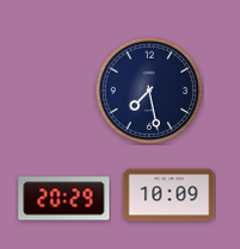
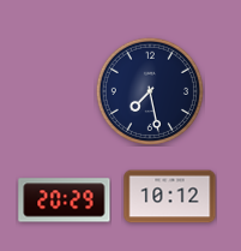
clock at (170, 195): 10:09 -> 10:12
